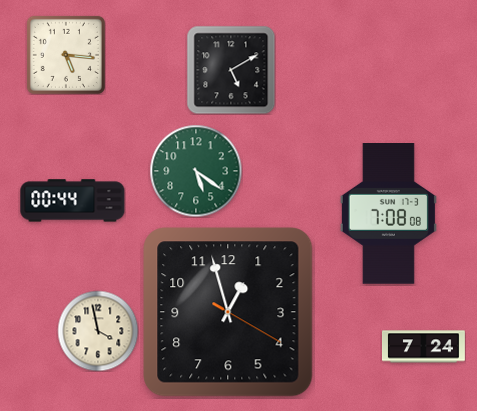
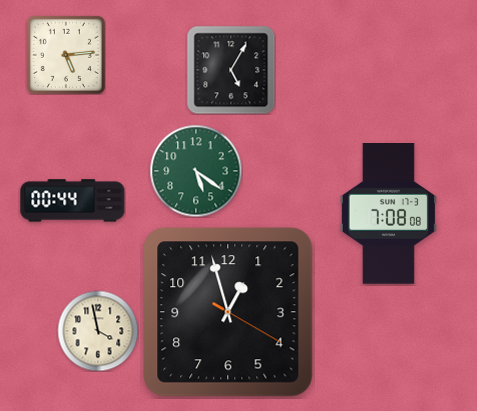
clock at (66, 55): 5:16 -> 5:14
clock at (231, 70): 5:10 -> 5:05
clock at (424, 347): 7:24 -> none
